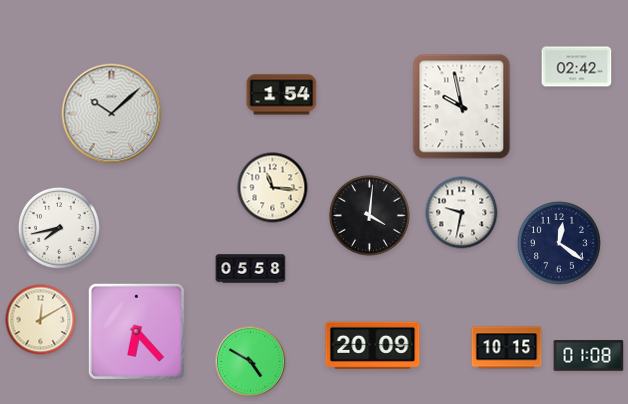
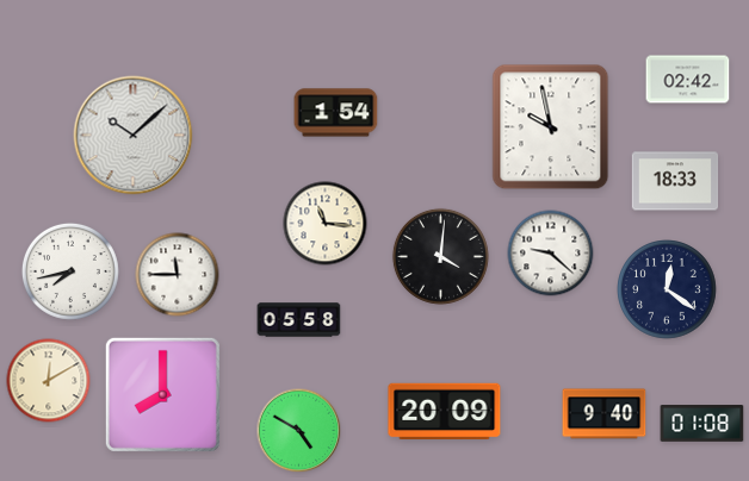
clock at (675, 181): none -> 18:33
clock at (462, 213): 9:32 -> 9:22
clock at (178, 275): none -> 11:45
clock at (136, 331): 6:23 -> 8:00
clock at (507, 348): 10:15 -> 9:40
